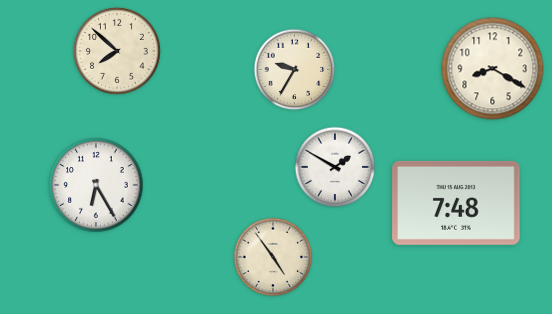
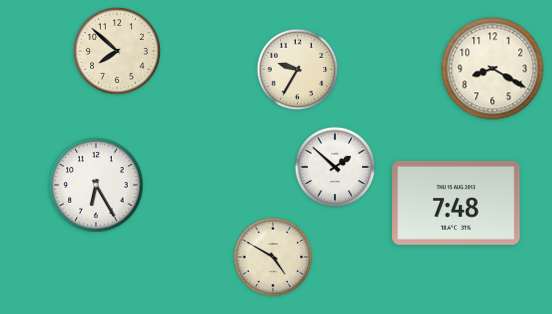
clock at (295, 70) position: (295, 70) -> (298, 70)
clock at (335, 167): 1:50 -> 1:52
clock at (273, 257): 4:54 -> 4:50
